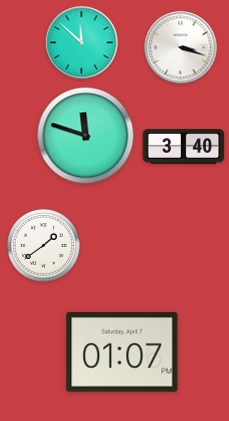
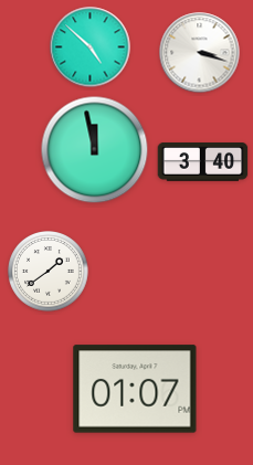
clock at (82, 43): 11:52 -> 4:52
clock at (86, 136): 11:48 -> 11:58
